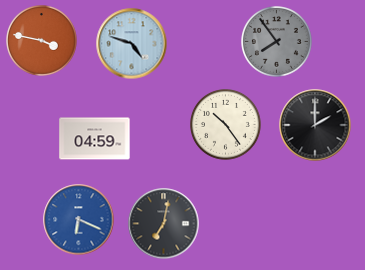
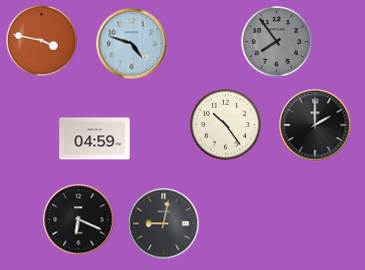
clock at (79, 220) dial: blue -> black
clock at (164, 224): 7:02 -> 9:02
